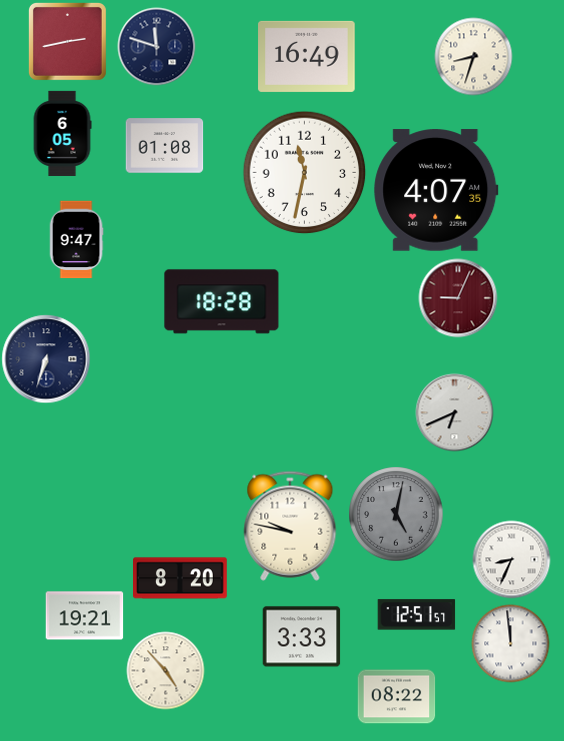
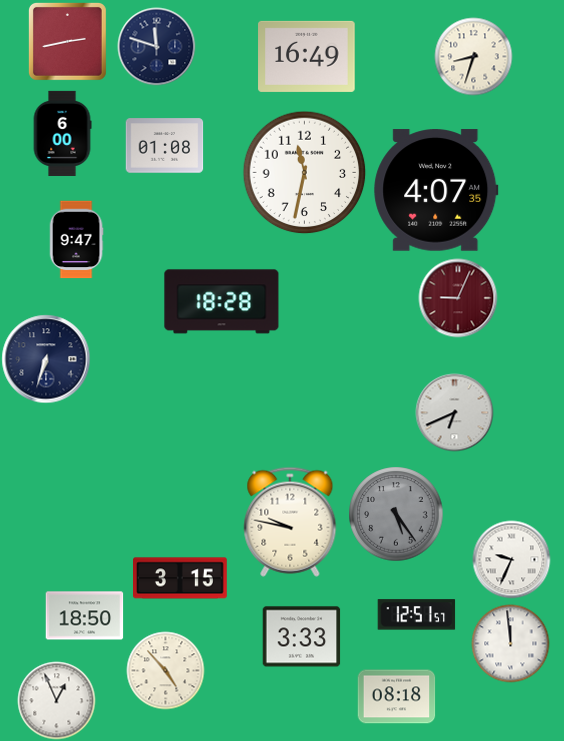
clock at (62, 133): 6:05 -> 6:00
clock at (396, 514): 5:02 -> 5:24
clock at (290, 526) position: (290, 526) -> (290, 522)
clock at (511, 559): 8:34 -> 9:34
clock at (181, 578): 8:20 -> 3:15
clock at (84, 616): 19:21 -> 18:50
clock at (396, 697): 08:22 -> 08:18
clock at (56, 700): none -> 12:56
